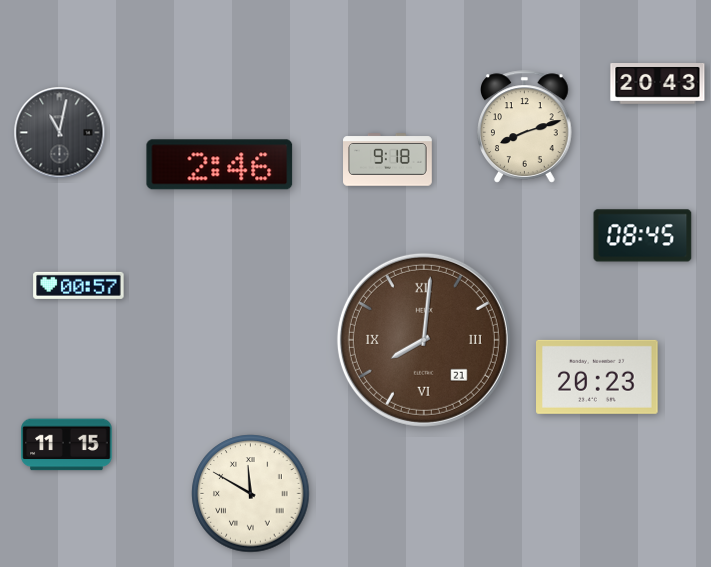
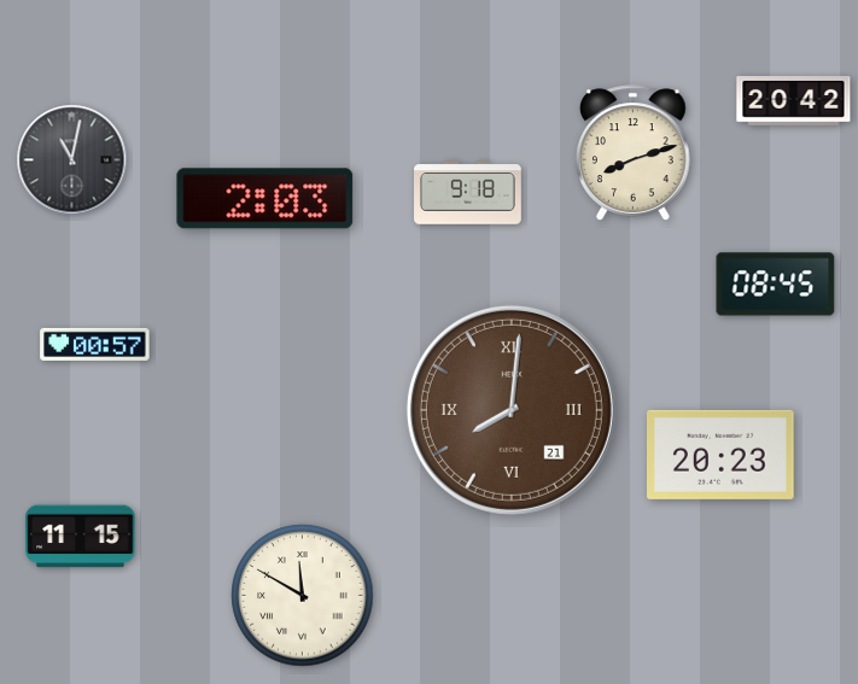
clock at (658, 84): 20:43 -> 20:42
clock at (220, 165): 2:46 -> 2:03
